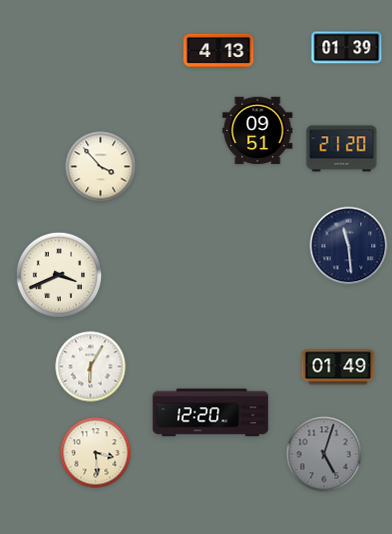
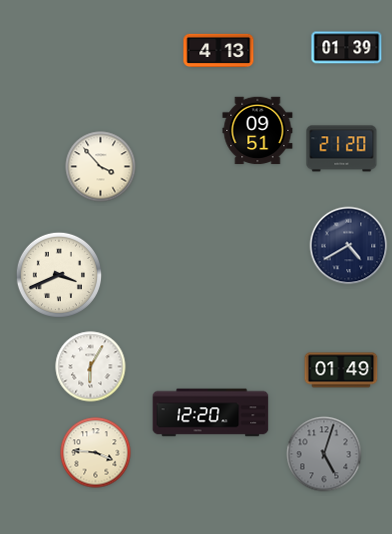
clock at (349, 246): 11:29 -> 4:40
clock at (338, 367) position: (338, 367) -> (341, 370)
clock at (96, 453): 3:29 -> 3:46
